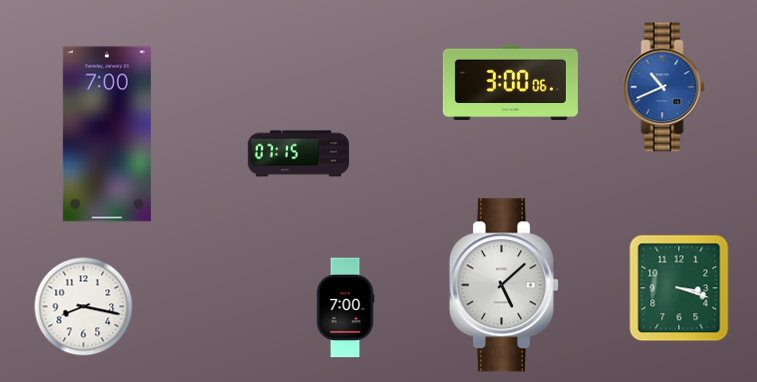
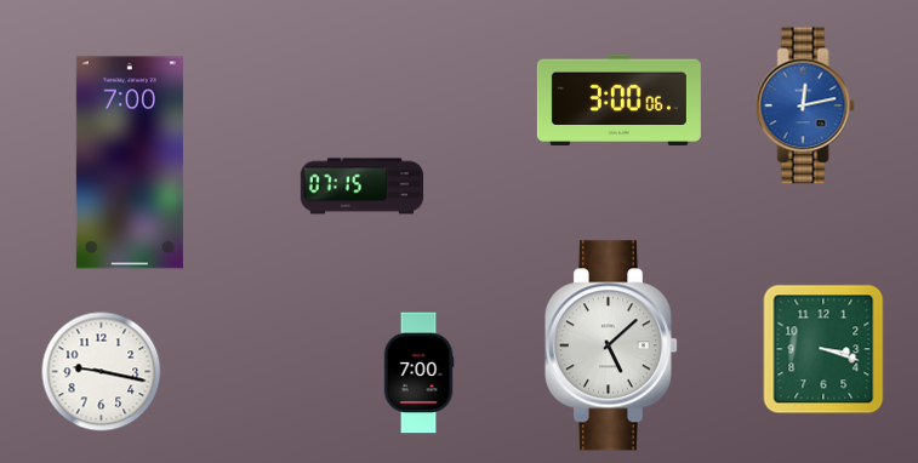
clock at (664, 87): 10:41 -> 12:13
clock at (84, 307): 8:17 -> 9:17
